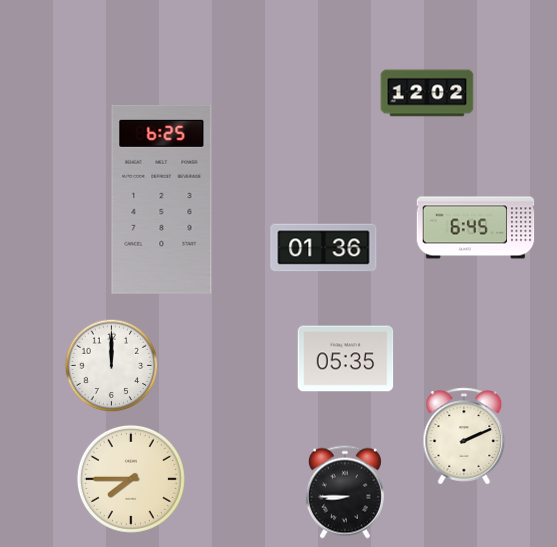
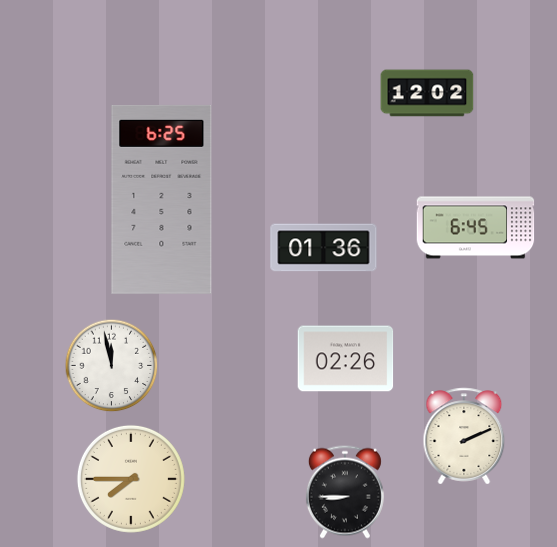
clock at (346, 359): 05:35 -> 02:26
clock at (112, 366): 12:00 -> 11:58
